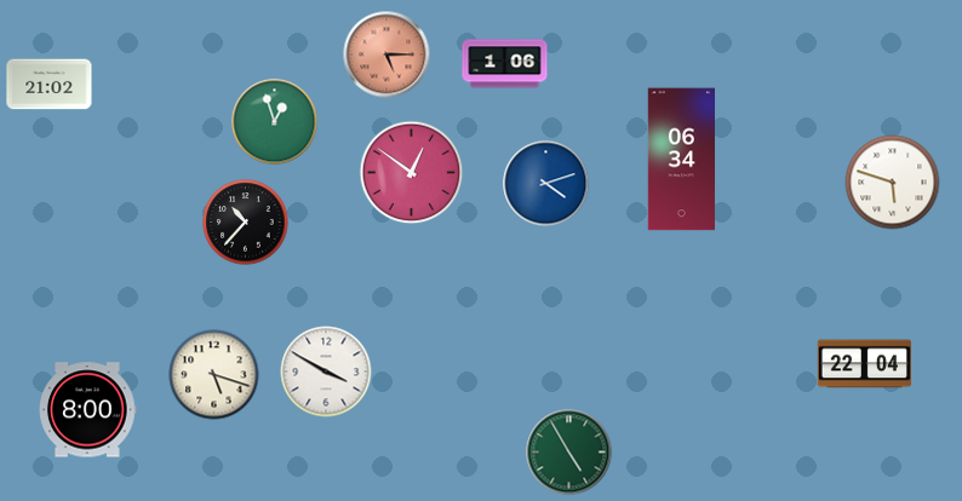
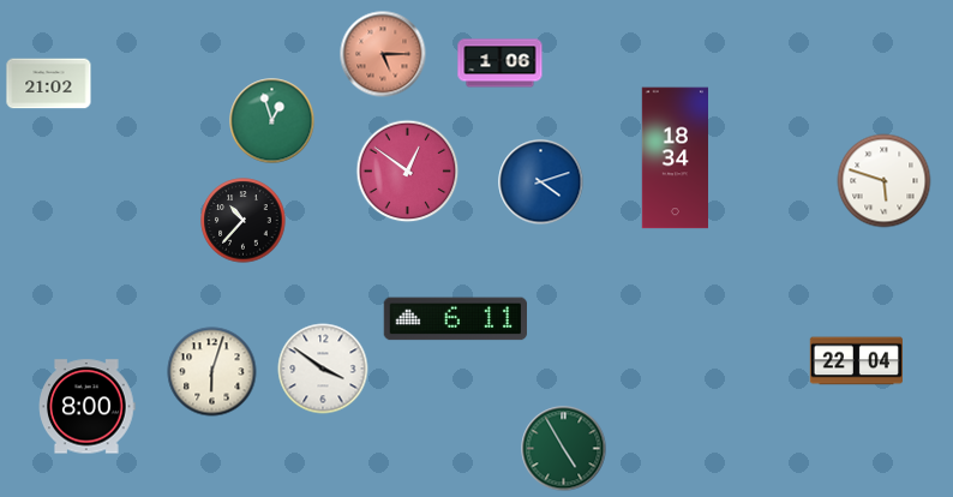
clock at (681, 160): 06:34 -> 18:34
clock at (455, 319): none -> 6:11
clock at (326, 372): 3:50 -> 3:51
clock at (214, 375): 5:18 -> 6:03
